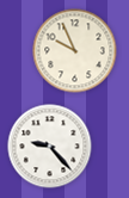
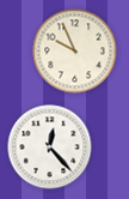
clock at (50, 147): 9:23 -> 12:23
